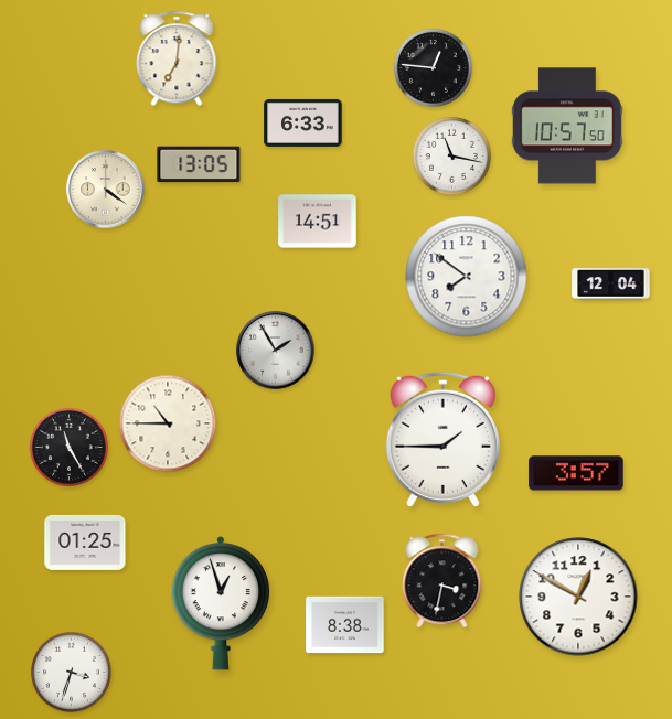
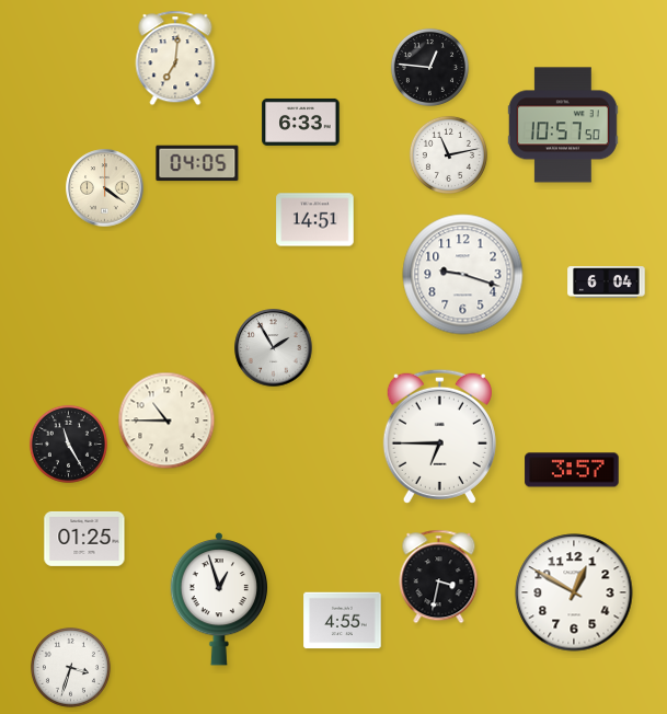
clock at (451, 155): 11:17 -> 11:13
clock at (199, 164): 13:05 -> 04:05
clock at (467, 277): 7:51 -> 9:18
clock at (611, 285): 12:04 -> 6:04
clock at (442, 439): 1:45 -> 6:45
clock at (345, 625): 8:38 -> 4:55
